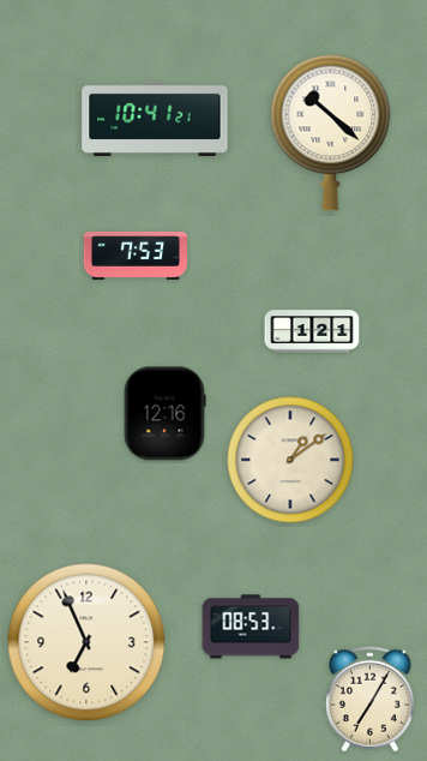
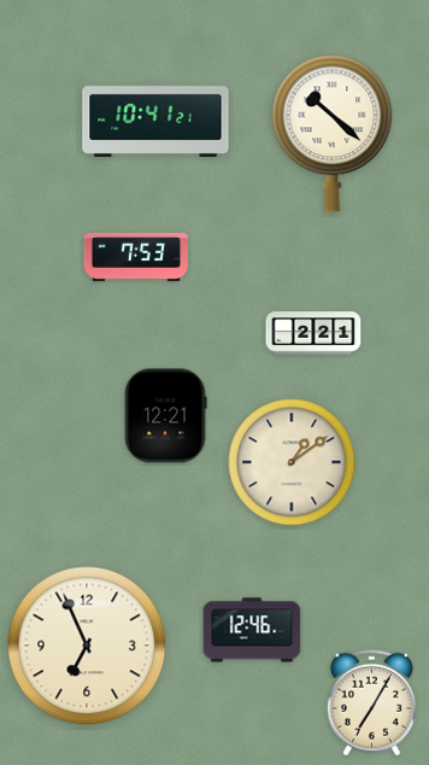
clock at (312, 331): 1:21 -> 2:21
clock at (164, 414): 12:16 -> 12:21
clock at (251, 627): 08:53 -> 12:46
